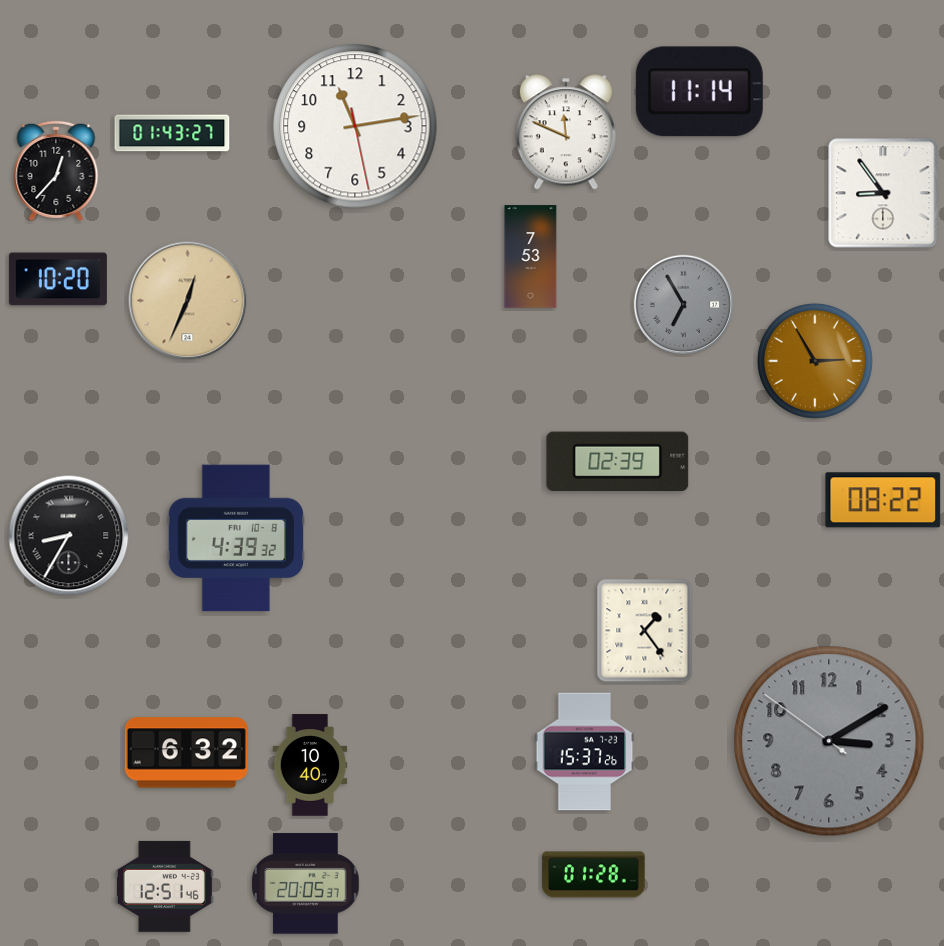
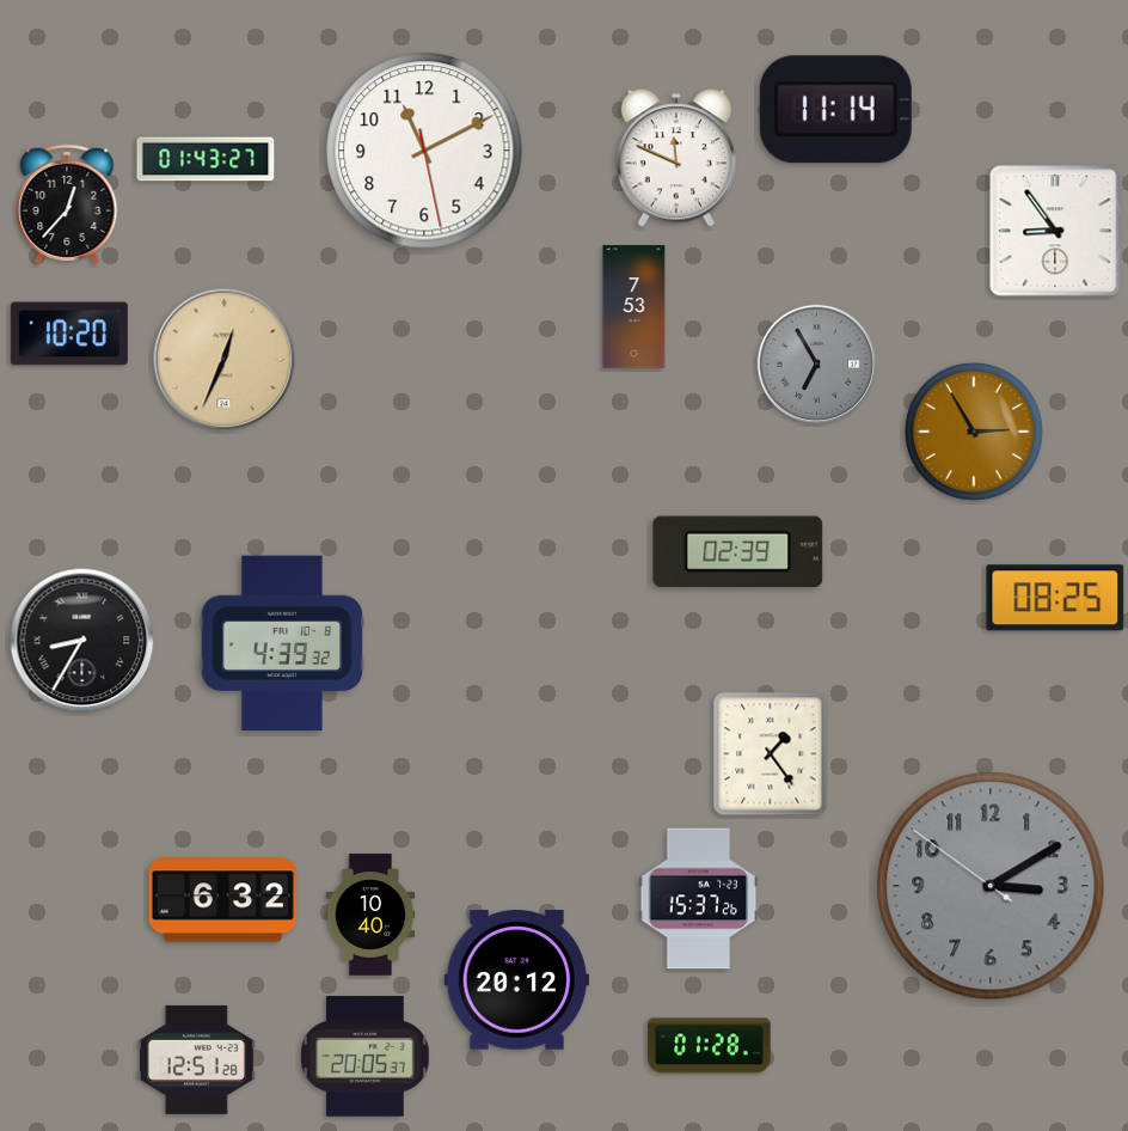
clock at (355, 126): 11:13 -> 11:10
clock at (883, 500): 08:22 -> 08:25
clock at (516, 980): none -> 20:12
clock at (164, 886): 12:51:46 -> 12:51:28
